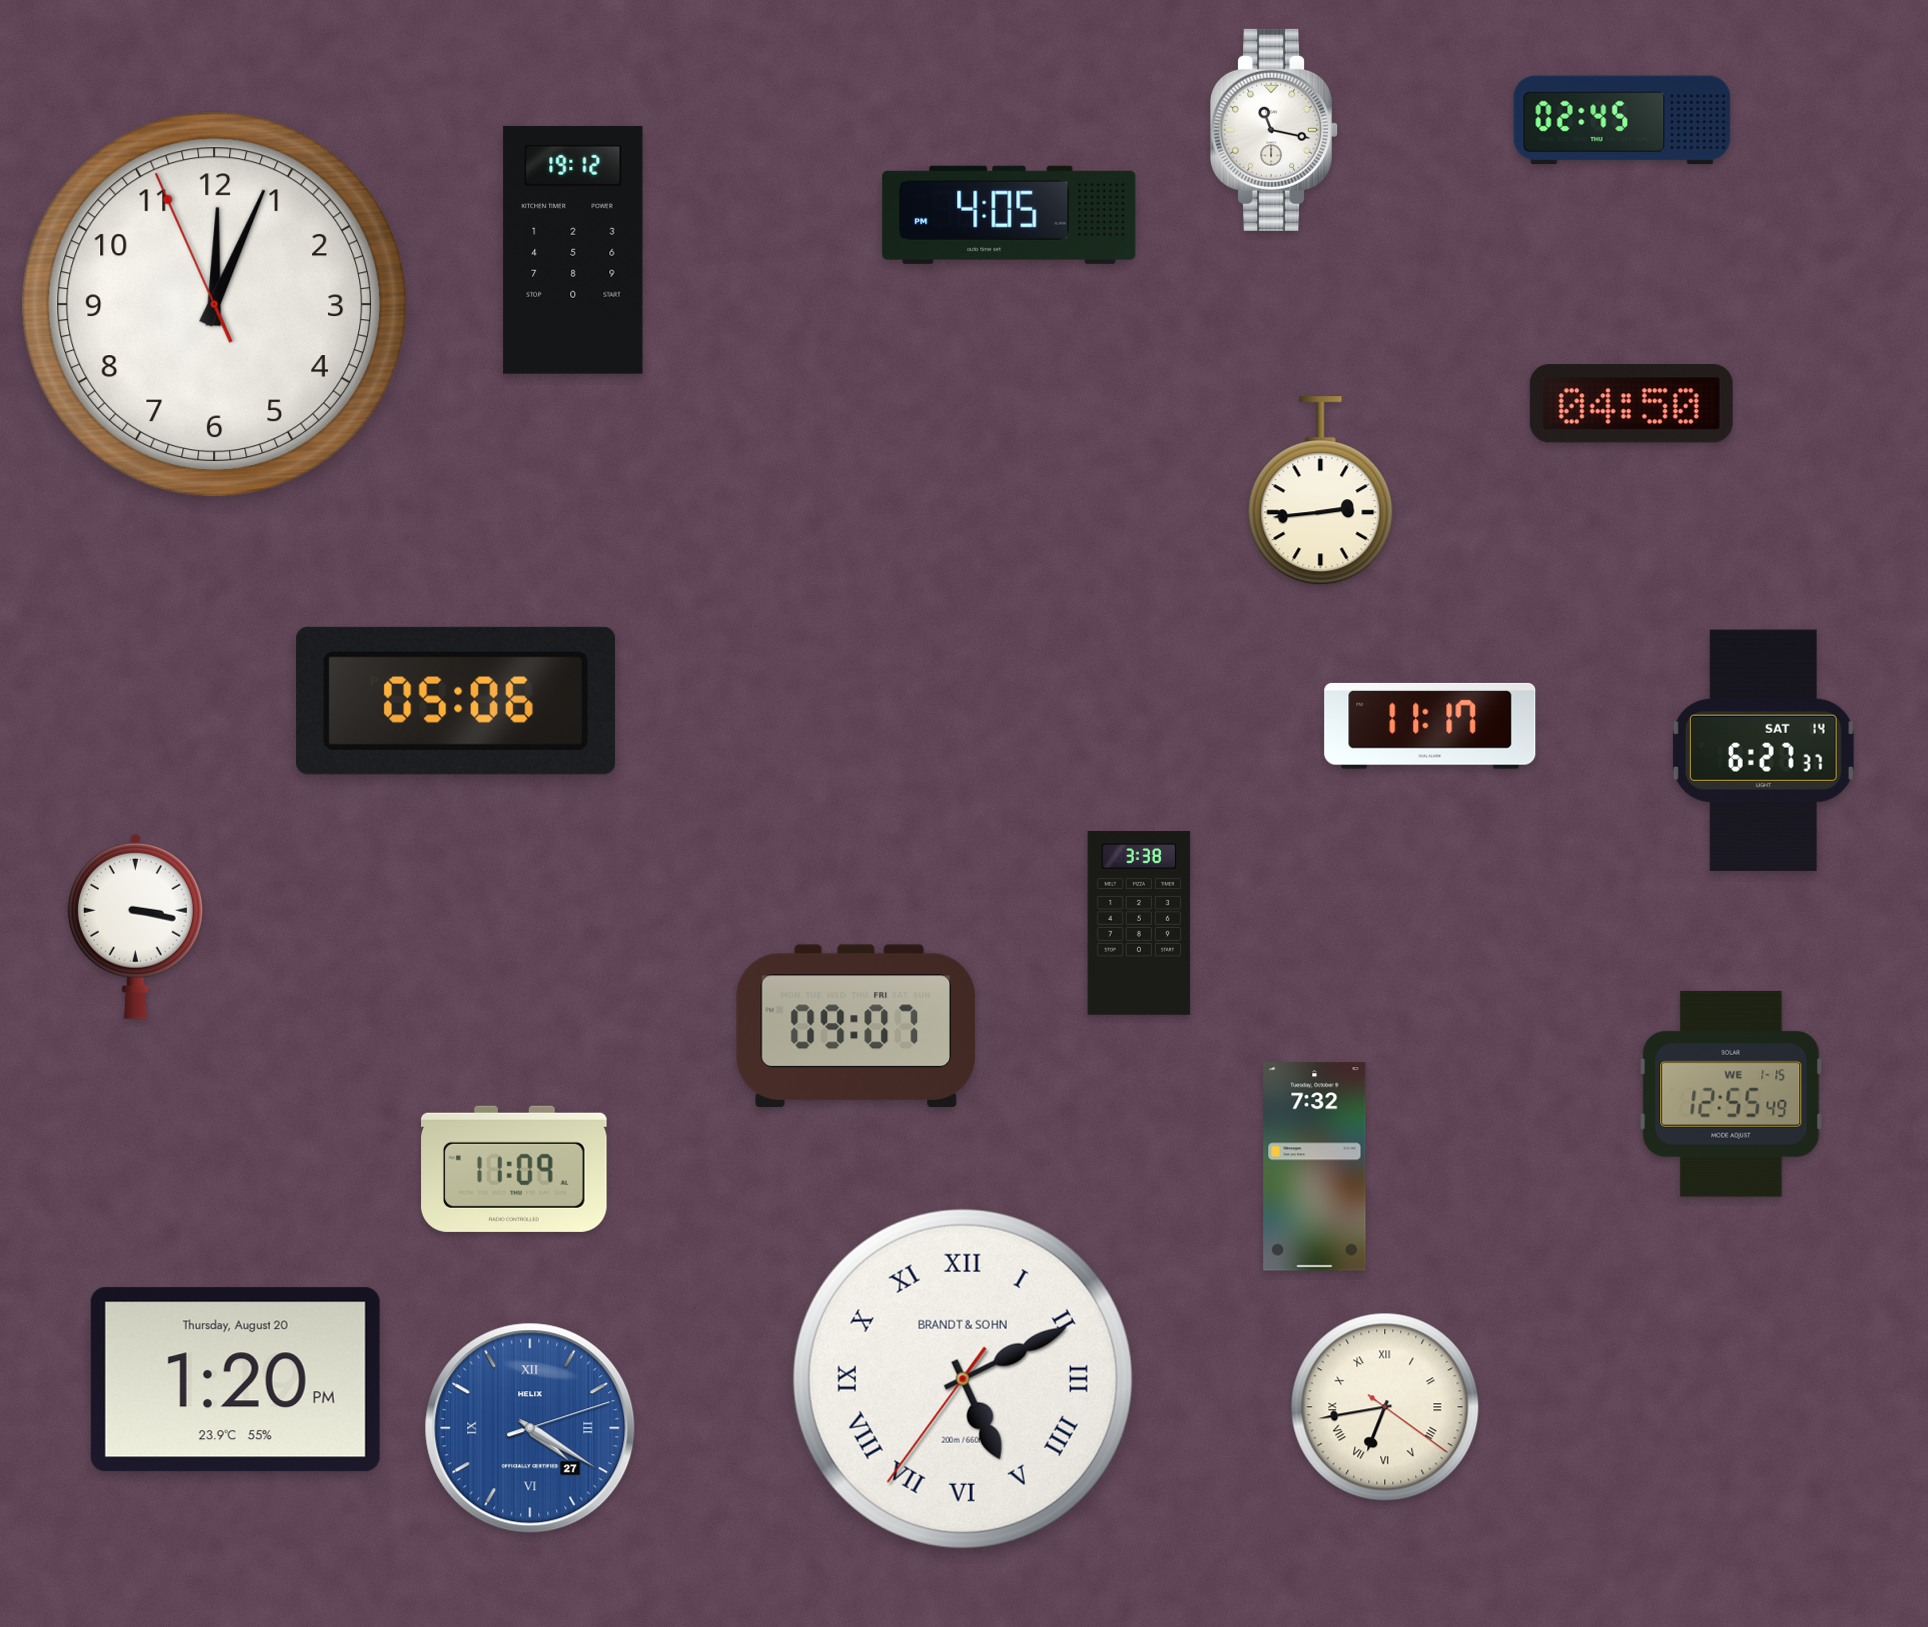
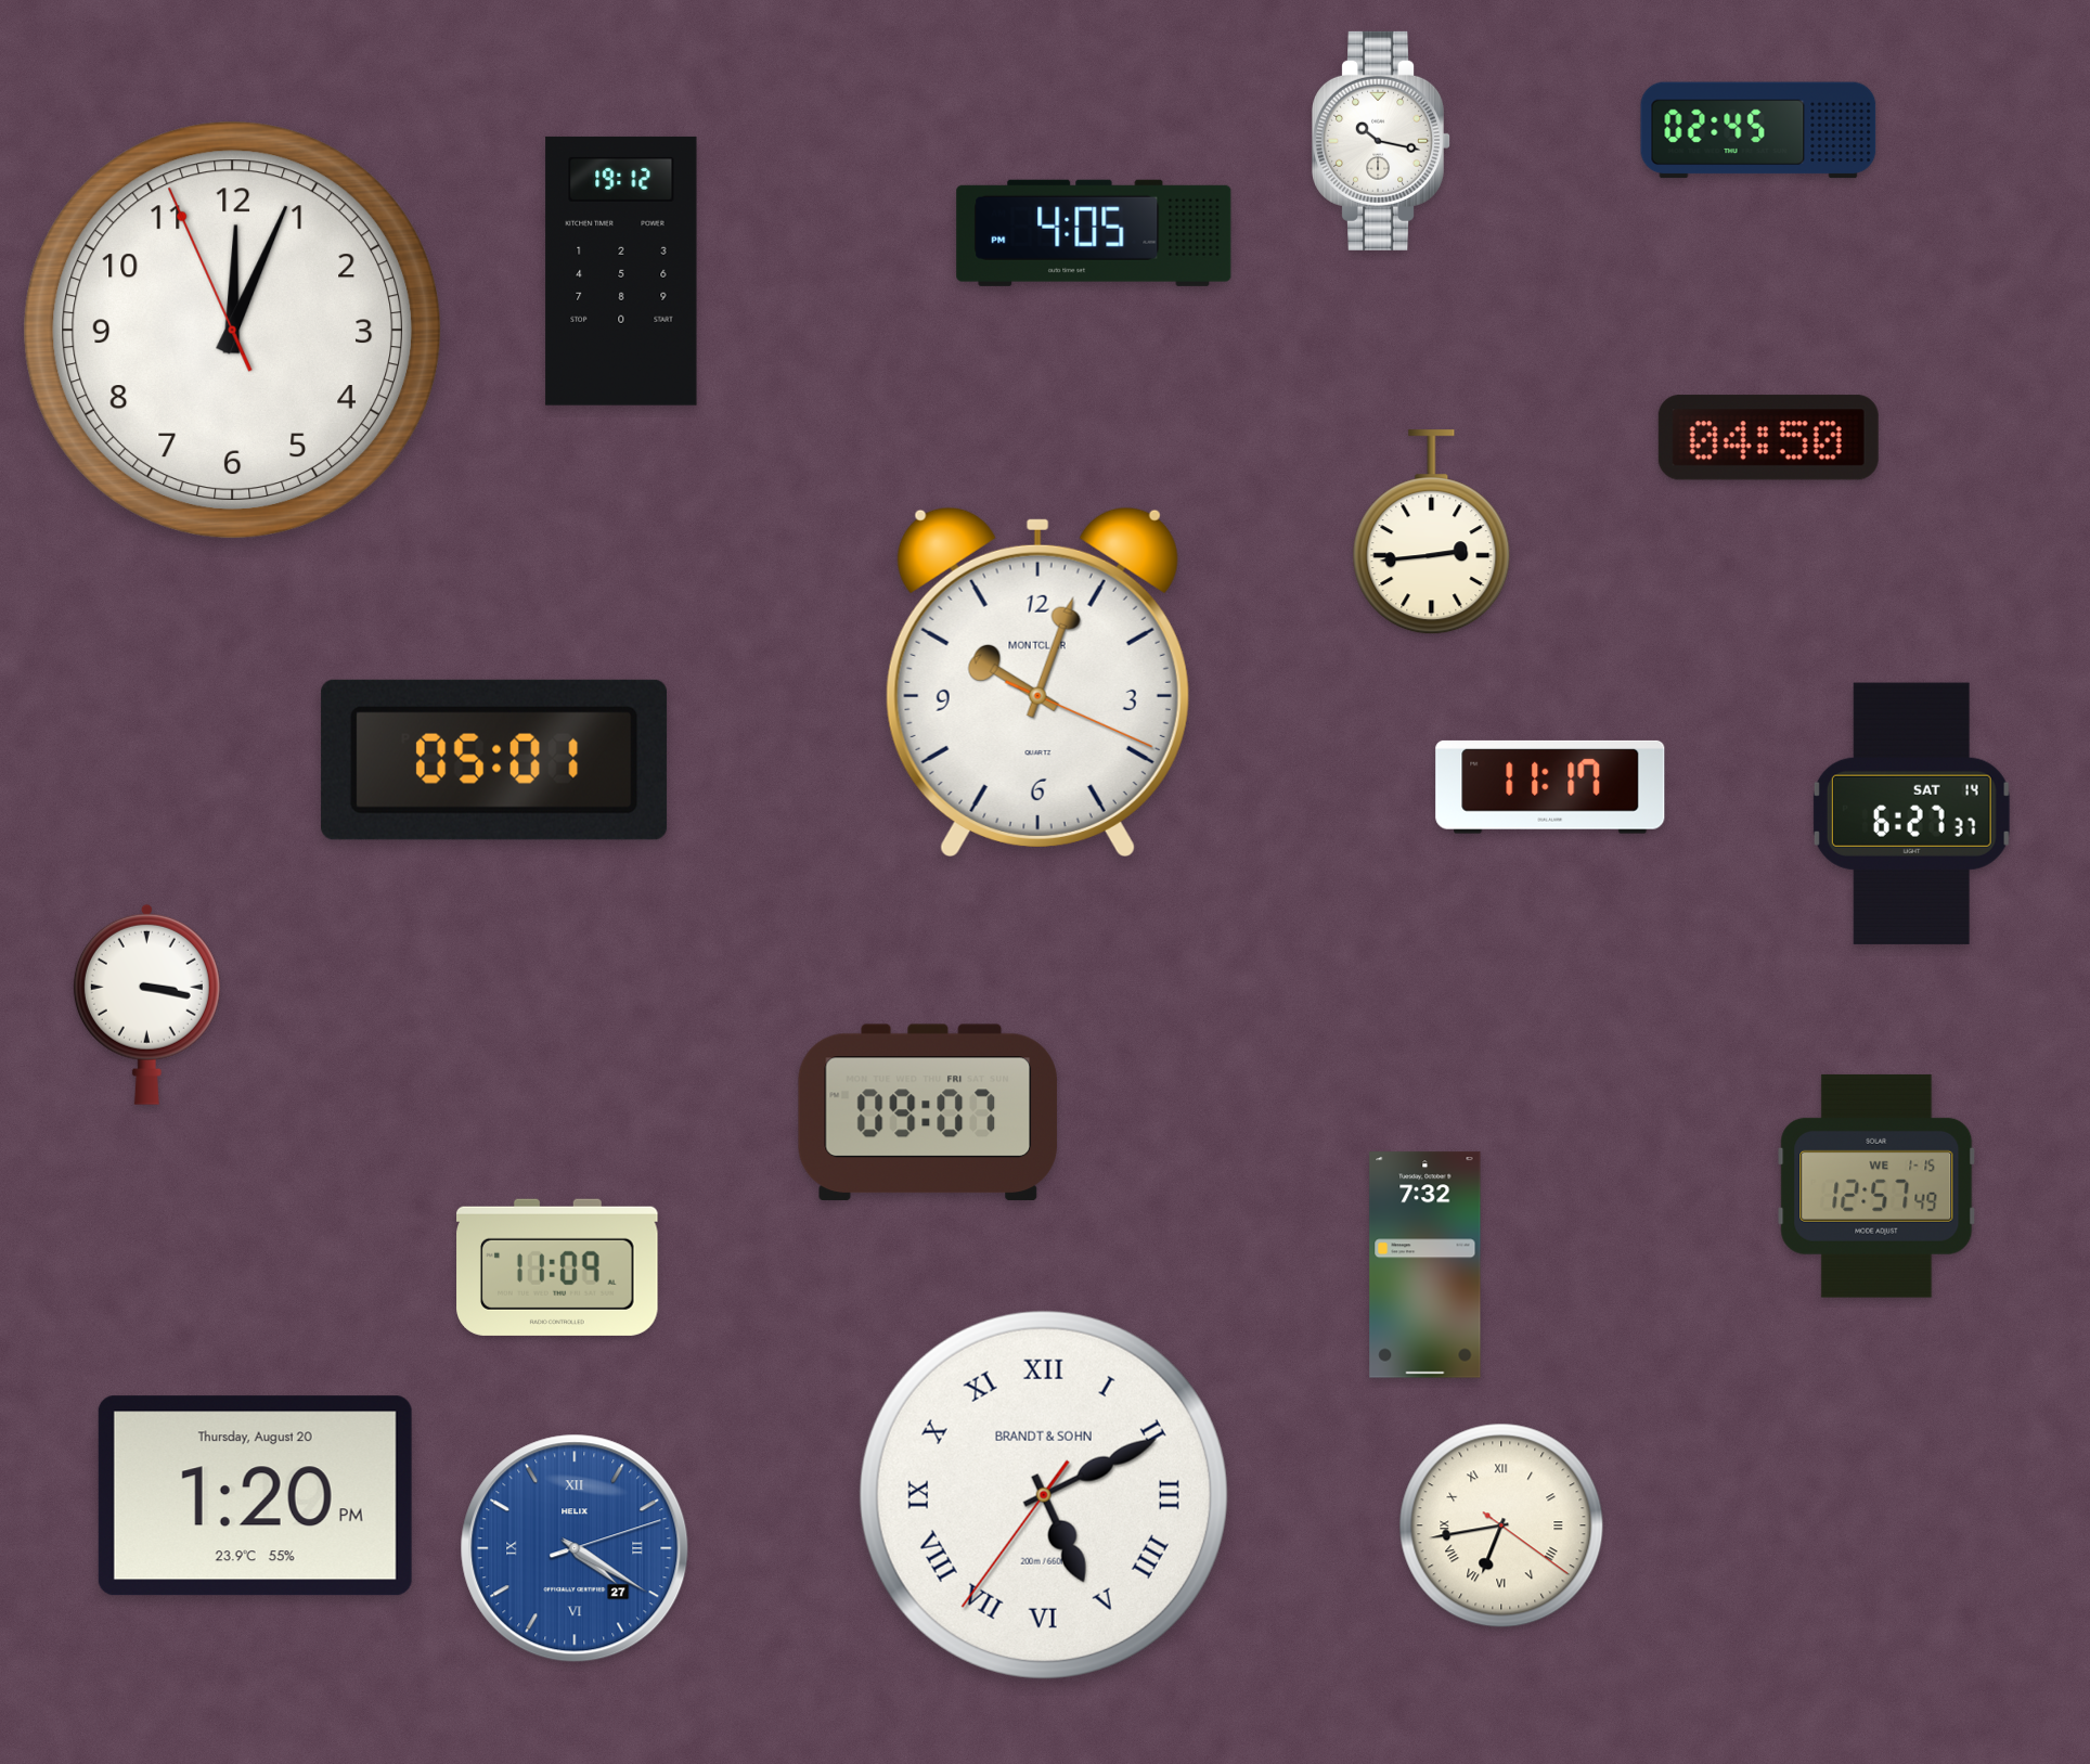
clock at (1275, 130): 11:17 -> 10:17
clock at (1037, 682): none -> 10:03
clock at (456, 701): 05:06 -> 05:01
clock at (1139, 924): 3:38 -> none
clock at (1731, 1094): 12:55 -> 12:57
